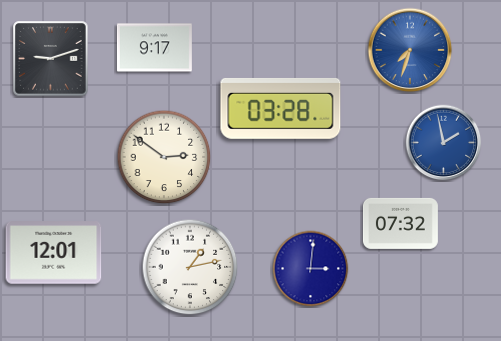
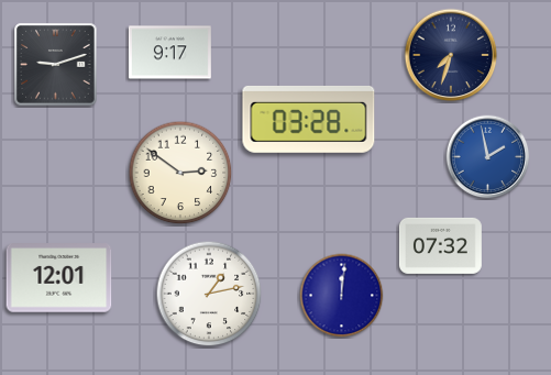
clock at (410, 50) dial: blue -> navy
clock at (311, 269): 3:01 -> 12:01
